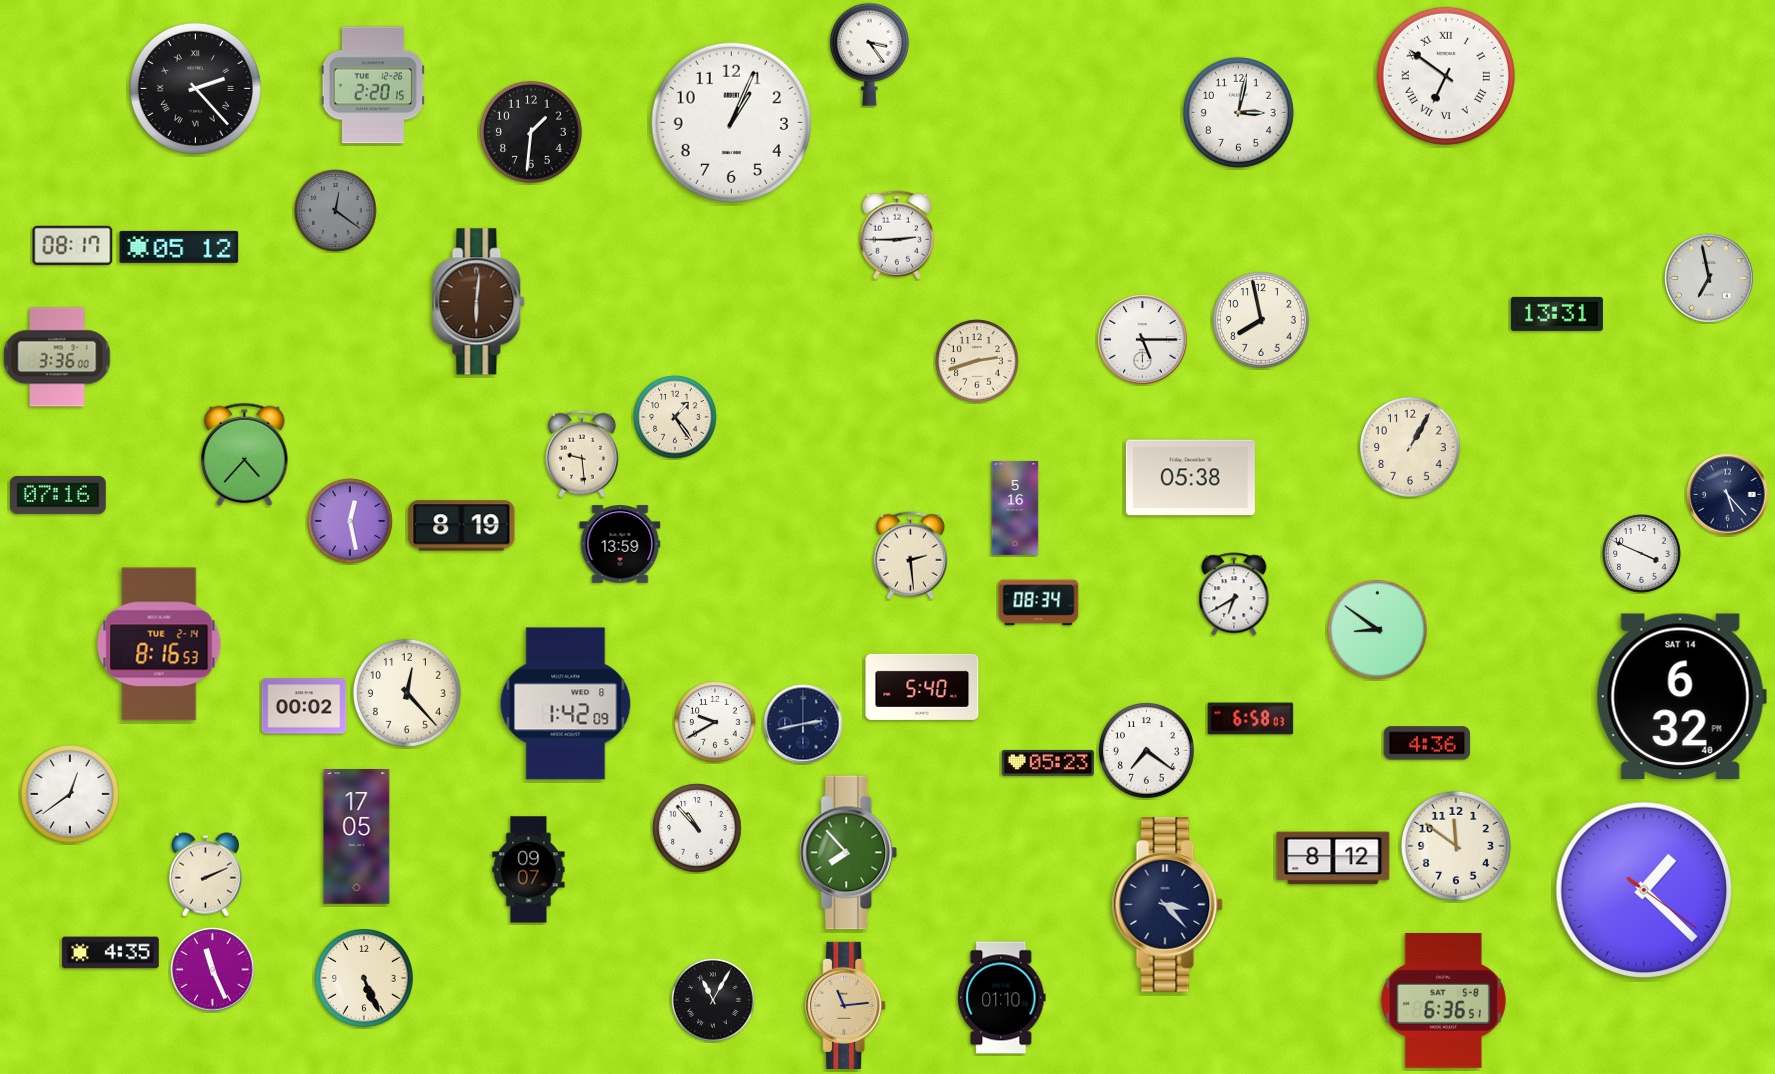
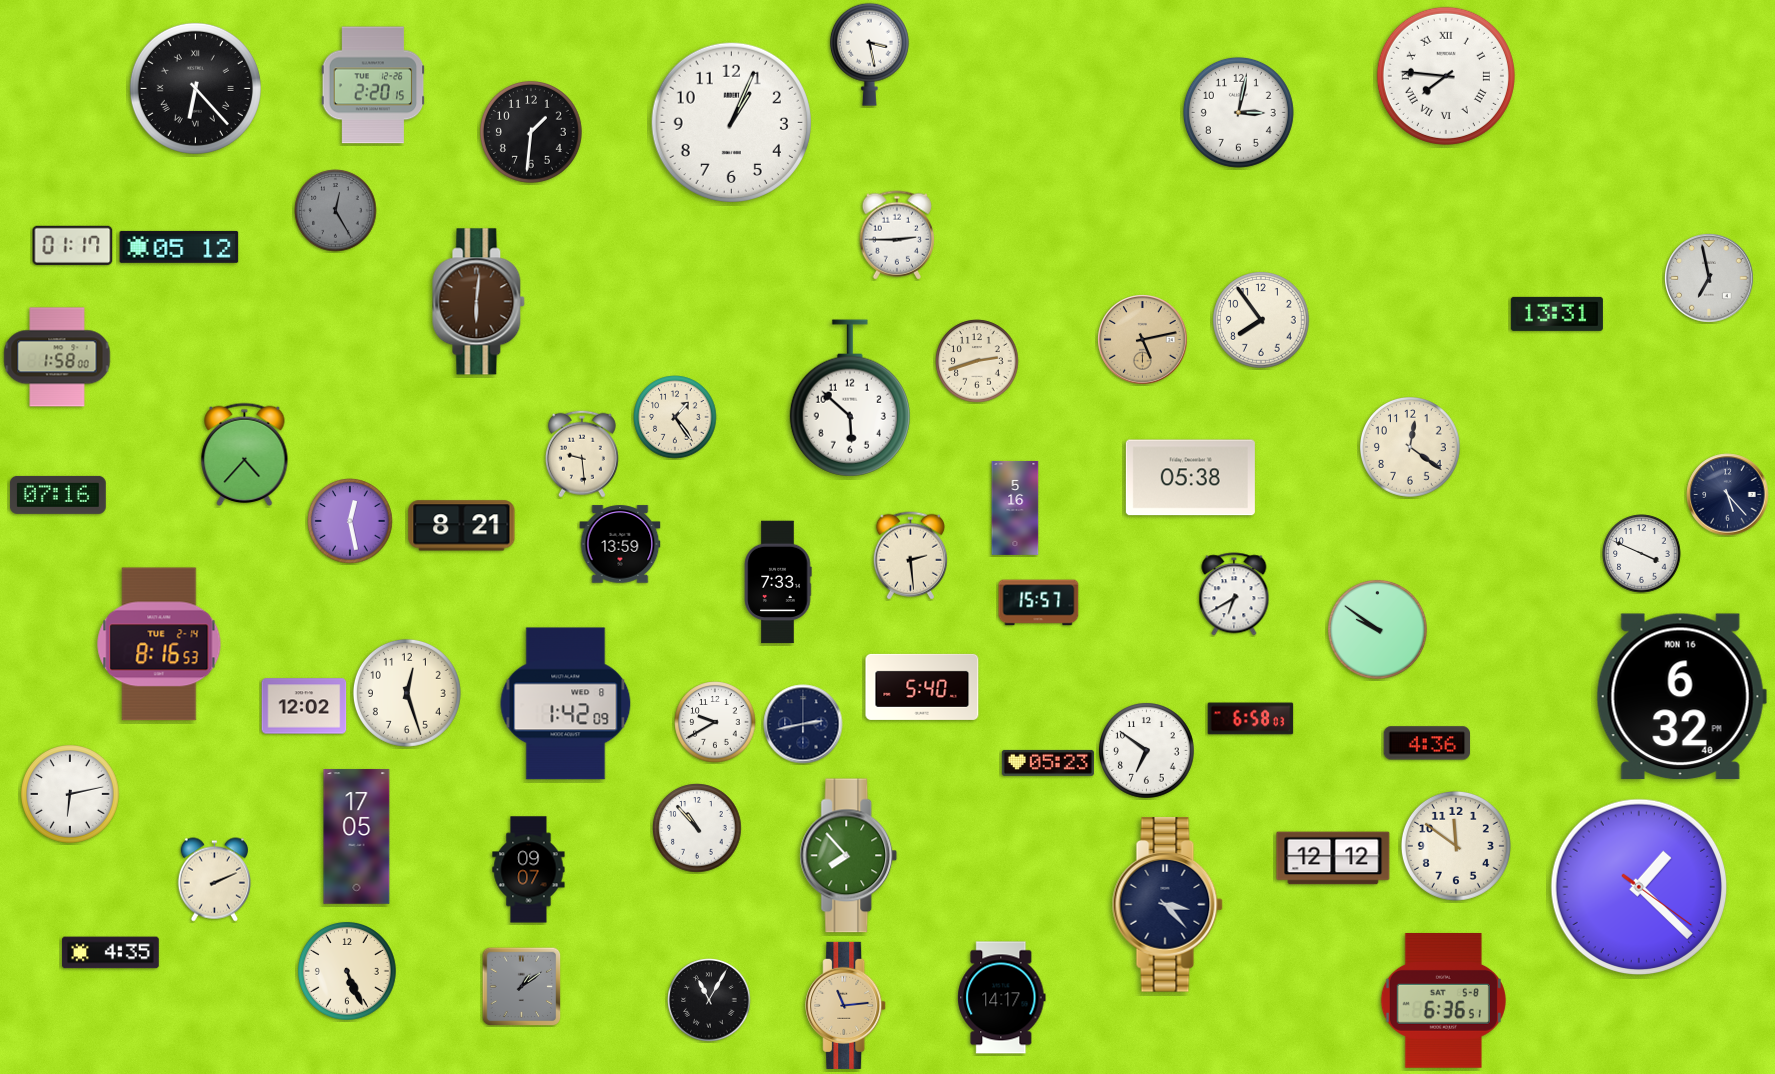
clock at (869, 54): 3:24 -> 3:28
clock at (1446, 76): 6:51 -> 7:46
clock at (195, 88): 2:23 -> 6:23
clock at (336, 211): 12:21 -> 12:25
clock at (73, 245): 08:17 -> 01:17
clock at (1262, 321): 7:58 -> 7:54
clock at (1143, 340): 5:15 -> 5:13
clock at (1143, 340) dial: white -> champagne
clock at (57, 357): 3:36 -> 1:58
clock at (850, 398): none -> 5:52
clock at (1411, 448): 1:05 -> 12:21
clock at (462, 526): 8:19 -> 8:21
clock at (778, 582): none -> 7:33
clock at (1039, 603): 08:34 -> 15:57
clock at (1378, 630): 8:51 -> 9:51
clock at (407, 693): 12:23 -> 12:27
clock at (1681, 697) date: SAT 14 -> MON 16
clock at (304, 706): 00:02 -> 12:02
clock at (1147, 751): 7:21 -> 6:51
clock at (71, 795): 12:39 -> 6:13
clock at (849, 853) position: (849, 853) -> (849, 856)
clock at (1333, 858): 8:12 -> 12:12
clock at (205, 875) position: (205, 875) -> (214, 880)
clock at (1644, 890) position: (1644, 890) -> (1639, 887)
clock at (213, 970): 11:26 -> none
clock at (365, 979) position: (365, 979) -> (348, 972)
clock at (521, 986): none -> 1:09
clock at (1002, 998): 01:10 -> 14:17
clock at (713, 1000) position: (713, 1000) -> (709, 1000)
